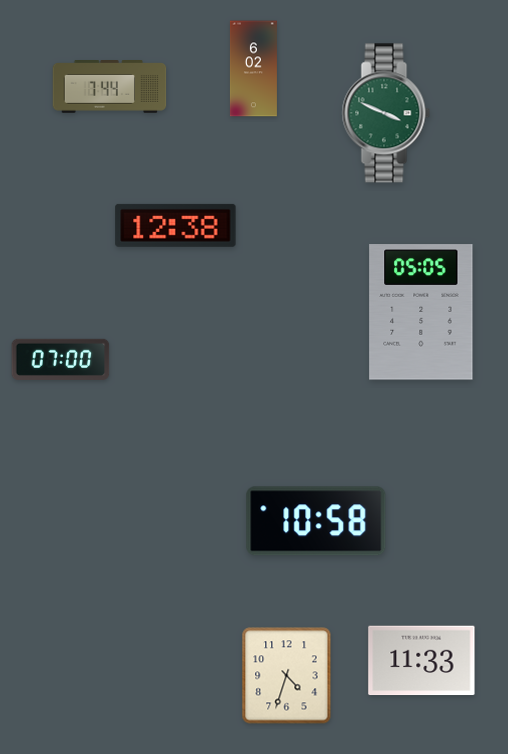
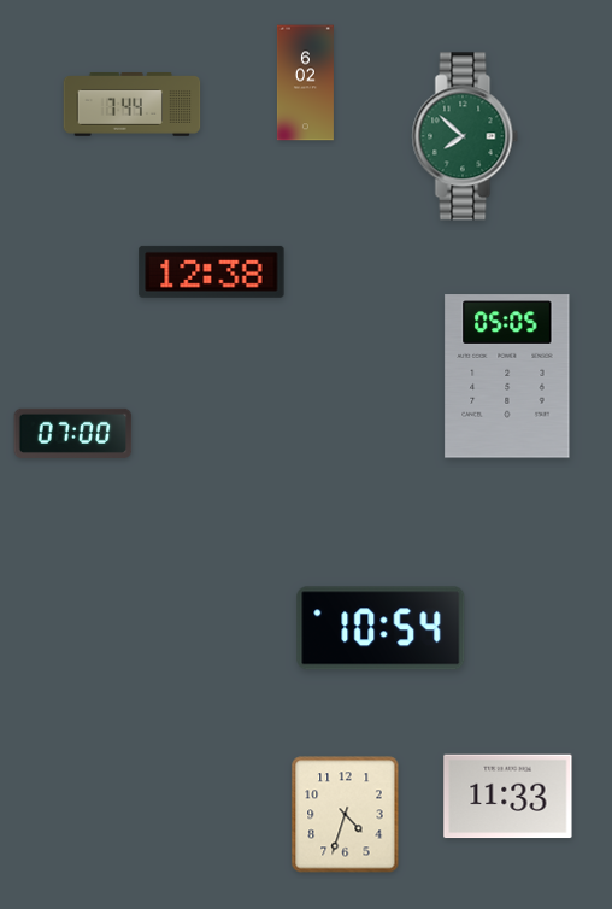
clock at (386, 113): 3:49 -> 7:52
clock at (316, 521): 10:58 -> 10:54
